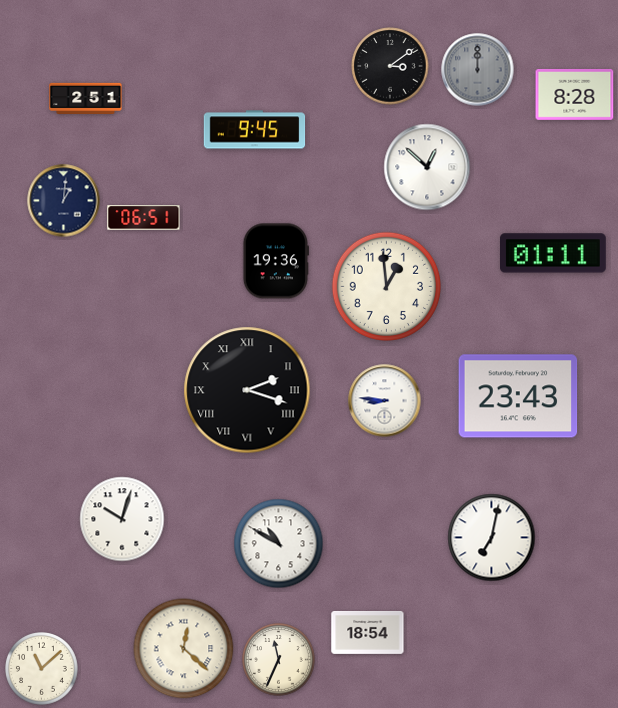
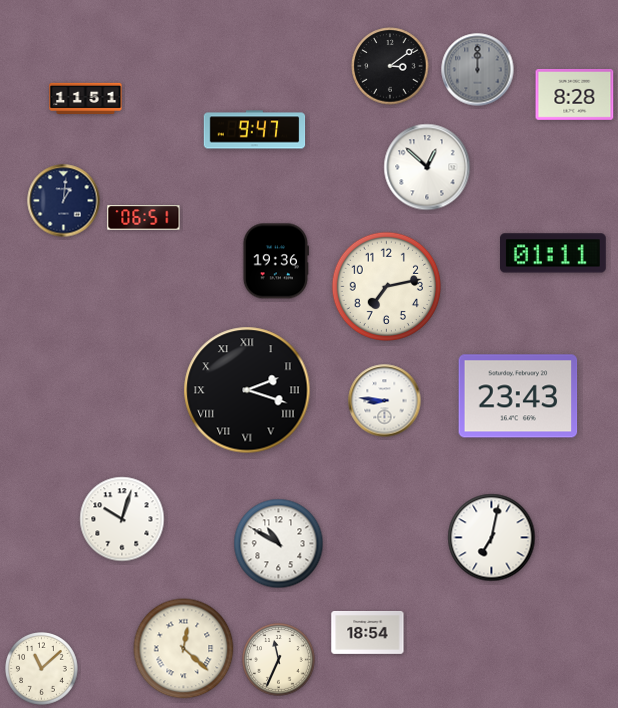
clock at (86, 98): 2:51 -> 11:51
clock at (255, 130): 9:45 -> 9:47
clock at (386, 286): 12:59 -> 7:13
